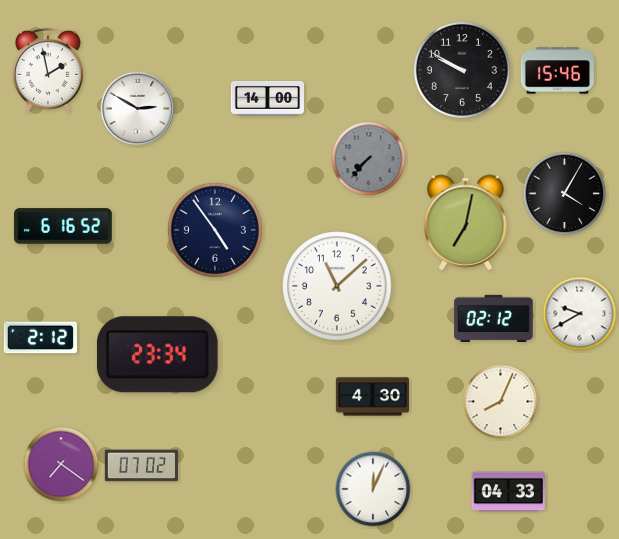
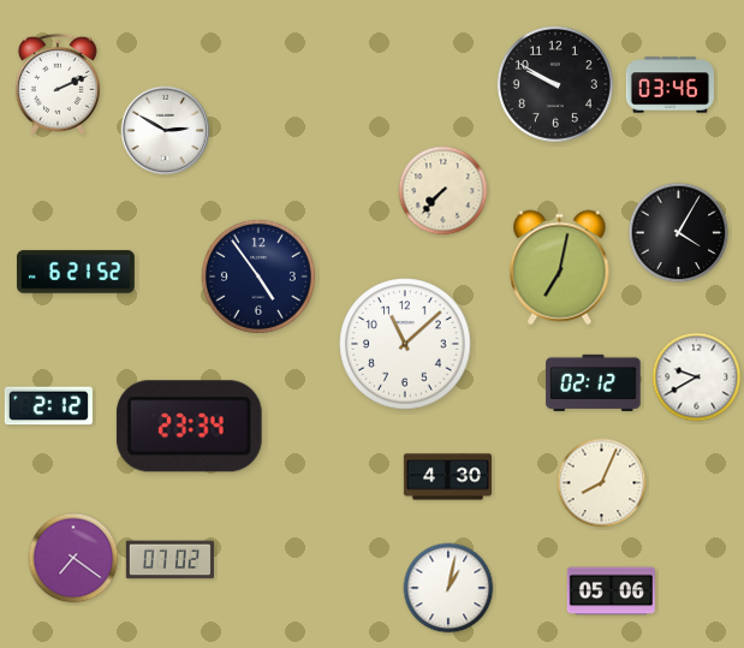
clock at (48, 70): 1:58 -> 2:11
clock at (557, 71): 15:46 -> 03:46
clock at (267, 99): 14:00 -> none
clock at (369, 159) dial: grey -> cream
clock at (64, 226): 6:16 -> 6:21
clock at (373, 489): 12:04 -> 1:02
clock at (508, 492): 04:33 -> 05:06
